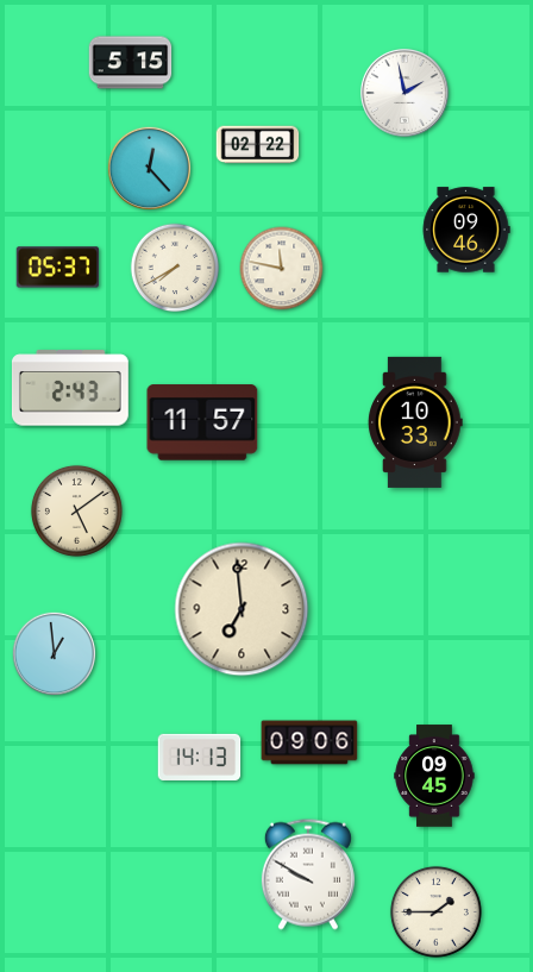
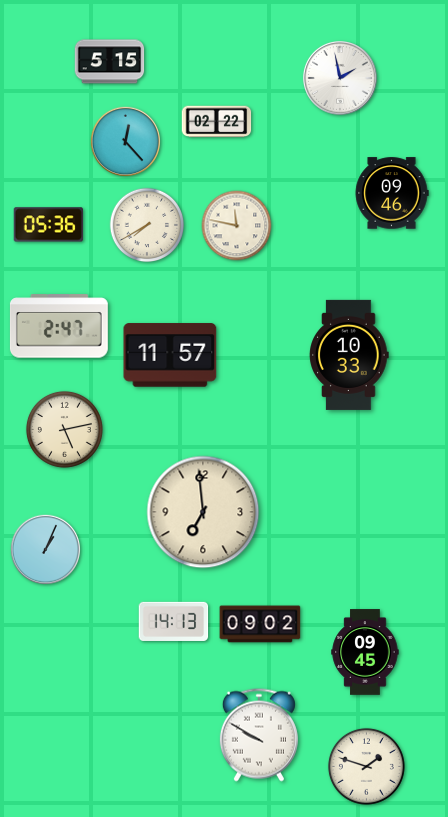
clock at (131, 63) position: (131, 63) -> (110, 62)
clock at (58, 268): 05:37 -> 05:36
clock at (70, 388): 2:43 -> 2:47
clock at (76, 510): 5:09 -> 5:13
clock at (54, 653): 12:59 -> 1:04
clock at (309, 742): 09:06 -> 09:02
clock at (200, 757) position: (200, 757) -> (174, 621)
clock at (435, 911): 1:45 -> 1:48
